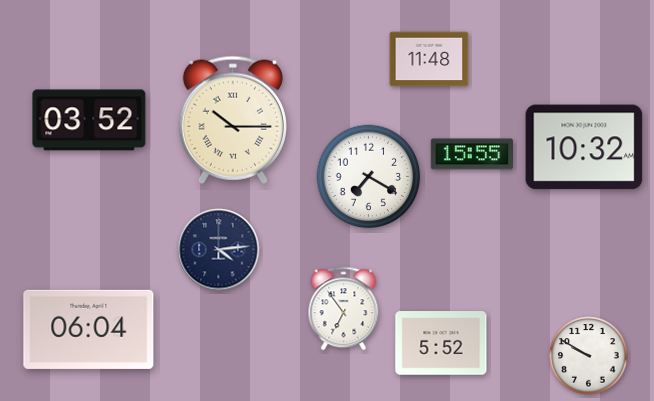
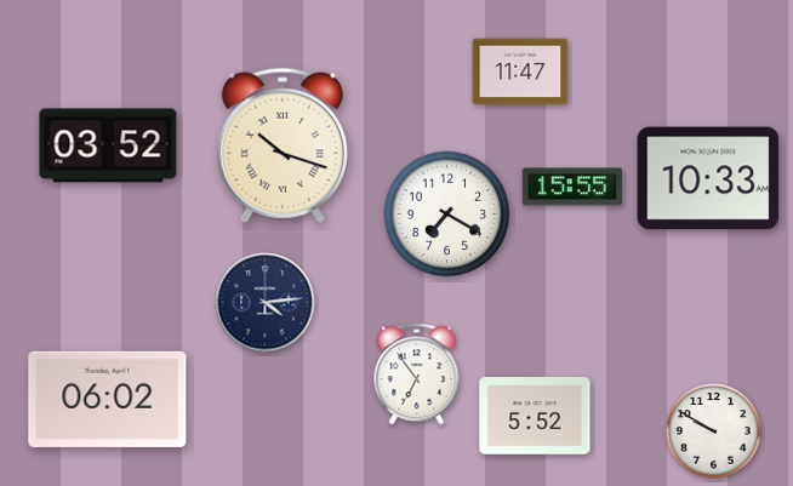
clock at (429, 59): 11:48 -> 11:47
clock at (233, 120): 10:15 -> 10:18
clock at (584, 147): 10:32 -> 10:33
clock at (89, 329): 06:04 -> 06:02
